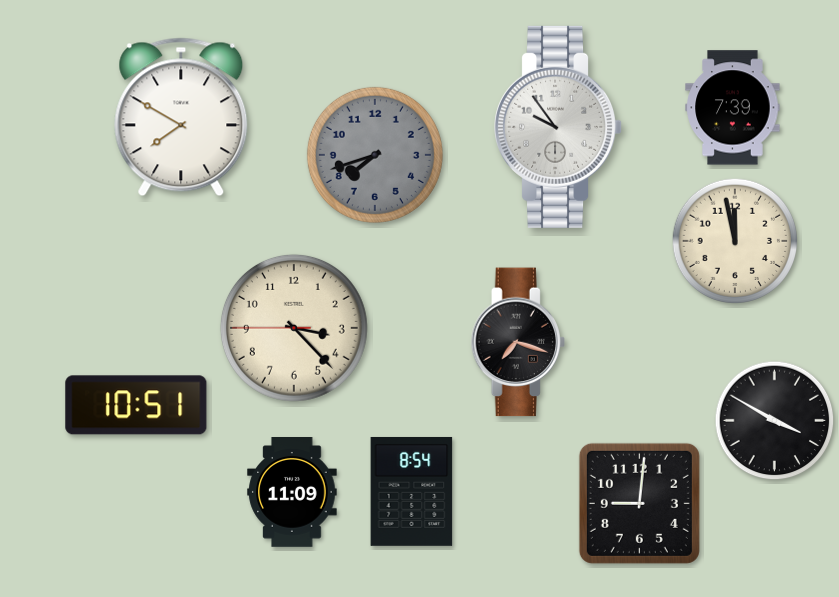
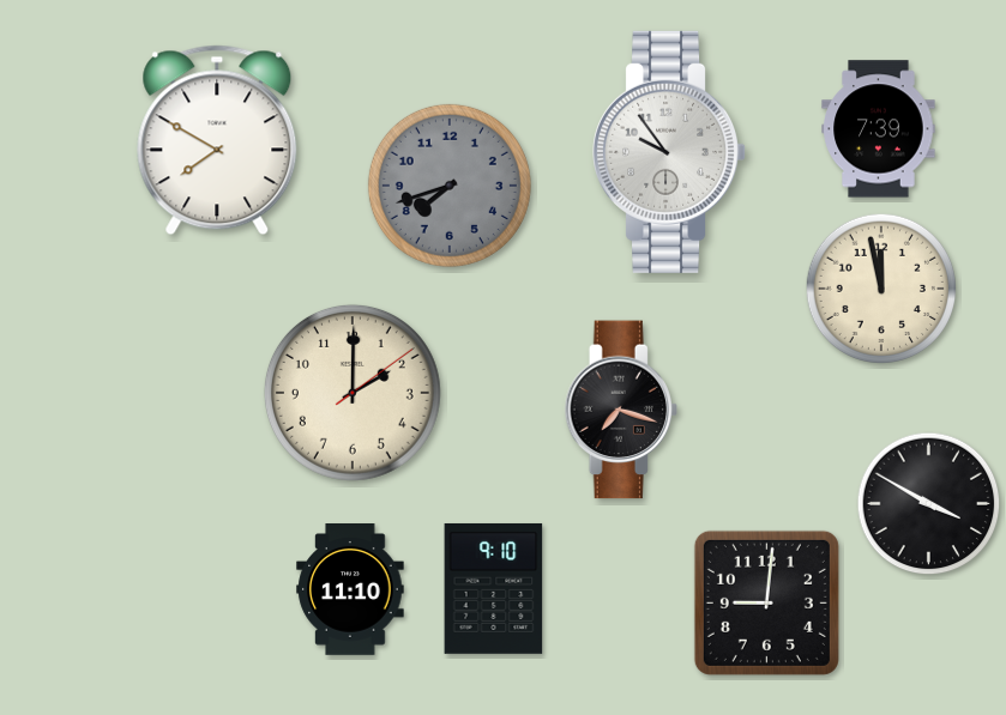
clock at (294, 328): 3:22 -> 2:00
clock at (136, 405): 10:51 -> none
clock at (412, 491): 8:54 -> 9:10
clock at (292, 493): 11:09 -> 11:10
